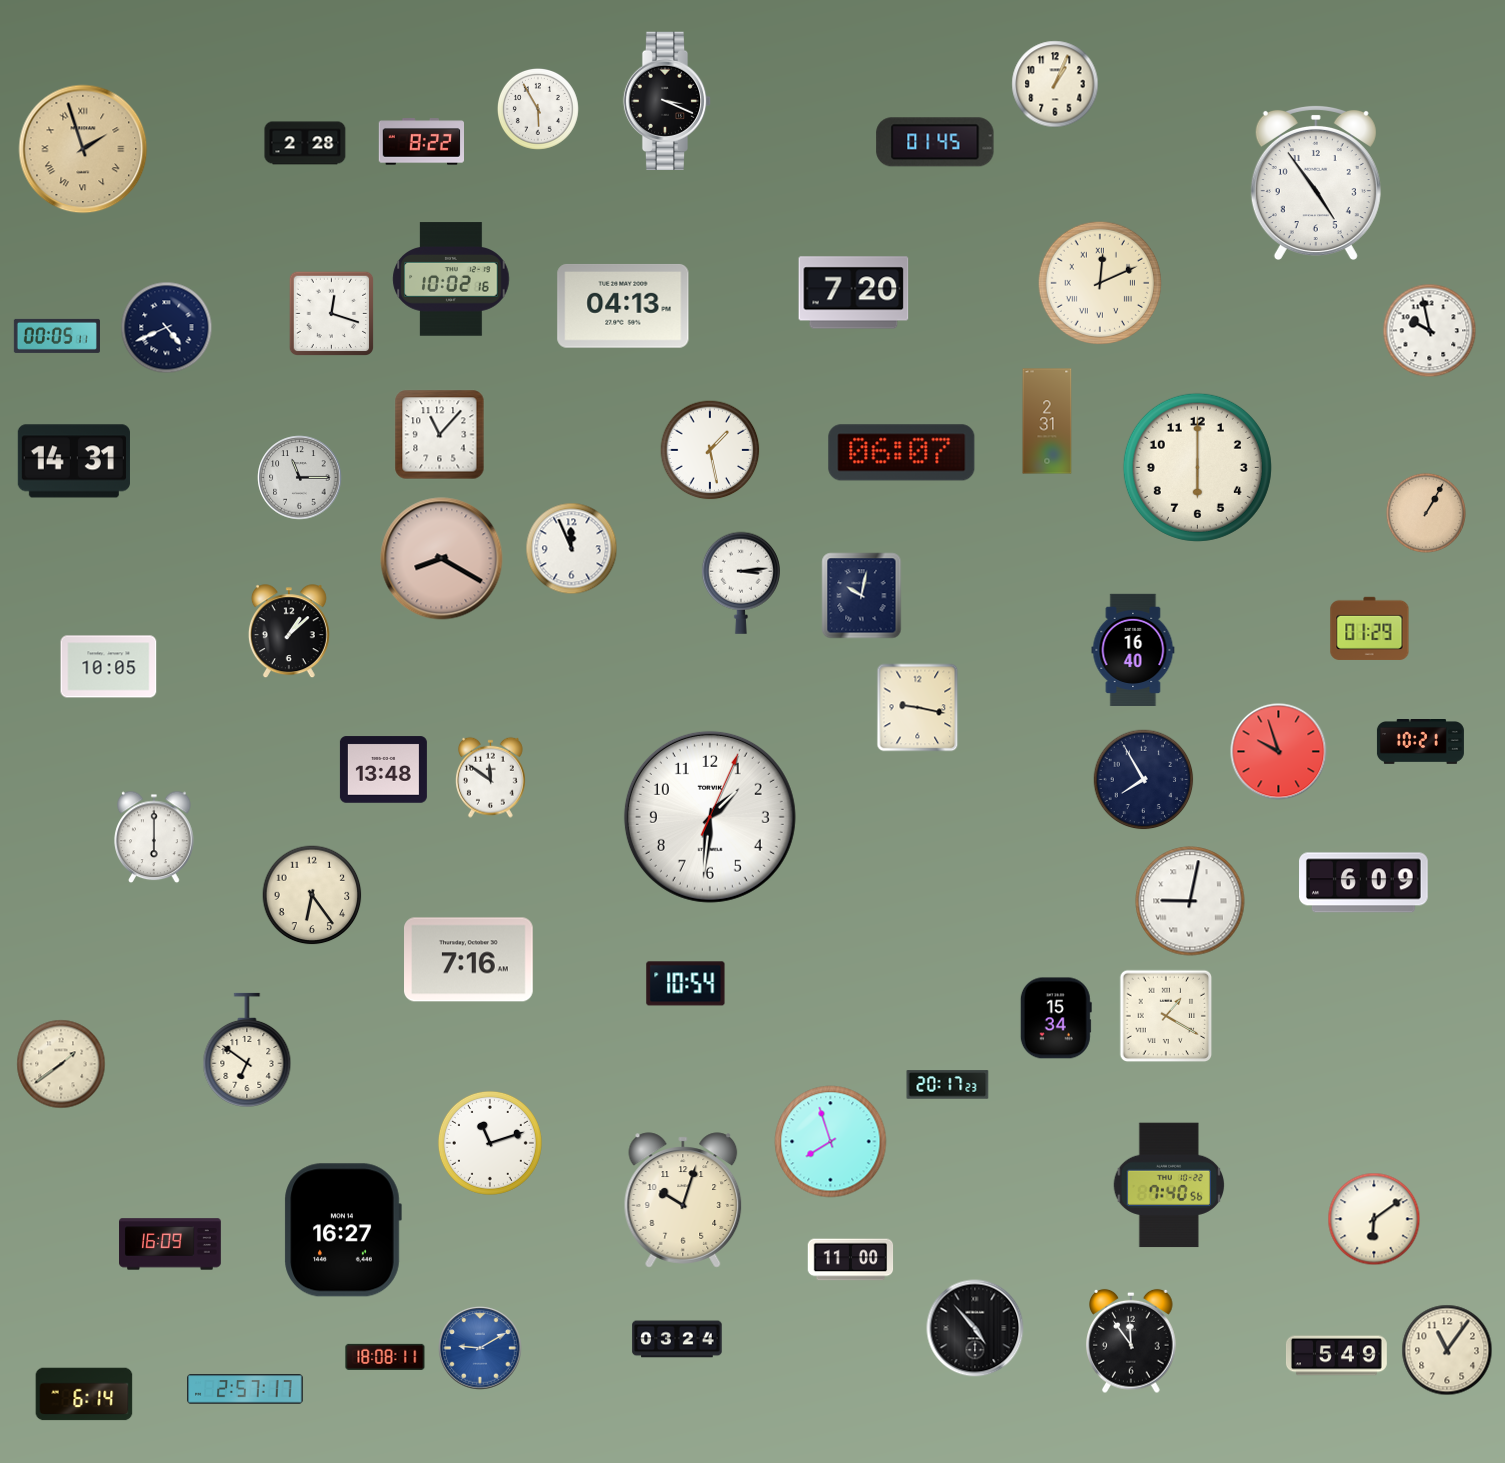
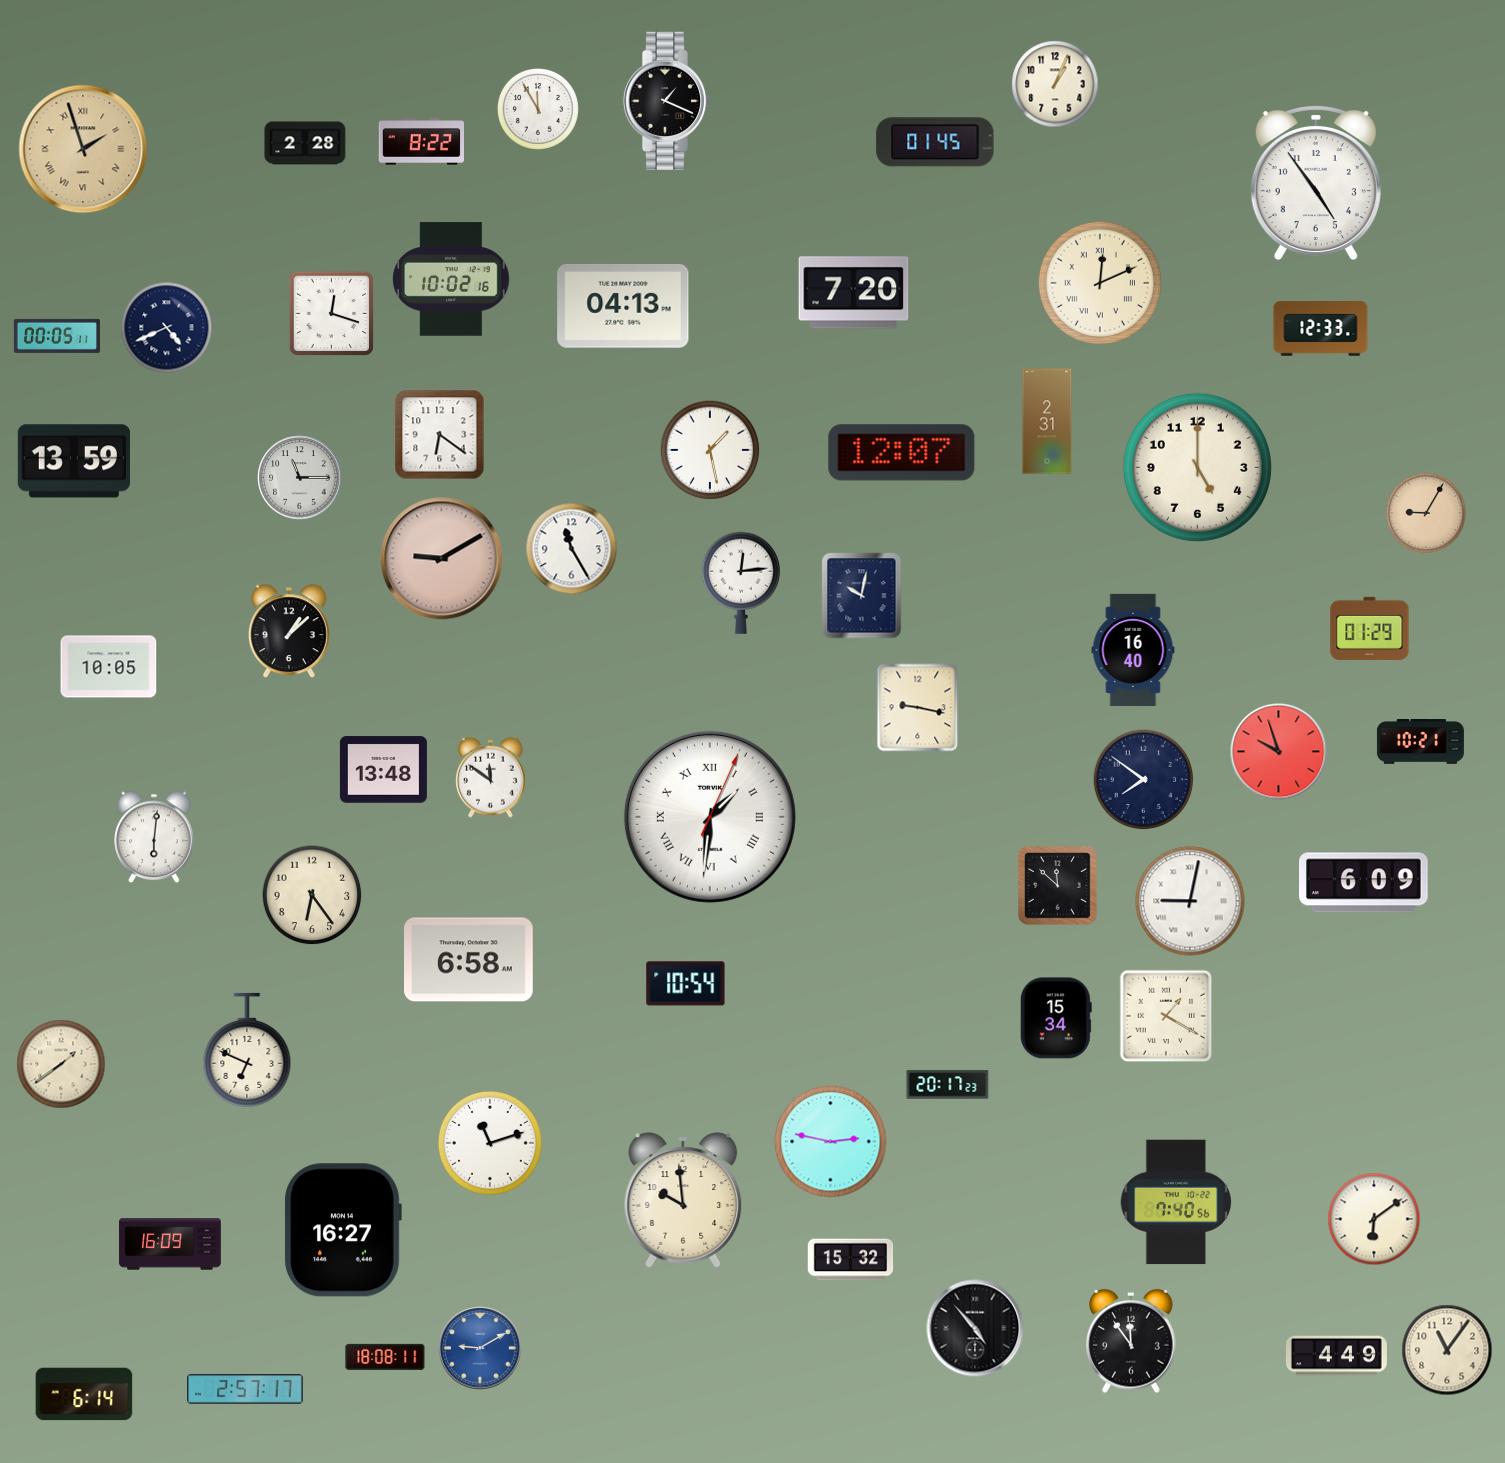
clock at (667, 100): 3:19 -> 1:19
clock at (538, 109): 5:55 -> 11:55
clock at (1321, 329): none -> 12:33
clock at (1430, 331): 9:58 -> none
clock at (440, 435): 11:07 -> 6:21
clock at (902, 453): 06:07 -> 12:07
clock at (74, 461): 14:31 -> 13:59
clock at (1197, 467): 6:00 -> 5:00
clock at (1426, 513): 1:05 -> 9:05
clock at (572, 549): 11:56 -> 11:25
clock at (442, 559): 8:20 -> 9:10
clock at (741, 583): 3:14 -> 12:14
clock at (1144, 780): 7:55 -> 7:51
clock at (710, 817) numerals: Arabic -> Roman
clock at (154, 837): 6:00 -> 6:01
clock at (1058, 886): none -> 11:52
clock at (469, 960): 7:16 -> 6:58
clock at (247, 1050): 6:51 -> 6:49
clock at (831, 1142): 7:57 -> 2:47
clock at (1169, 1185) position: (1169, 1185) -> (1176, 1202)
clock at (683, 1200): 10:03 -> 9:59
clock at (851, 1260): 11:00 -> 15:32
clock at (677, 1339): 03:24 -> none
clock at (1336, 1356): 5:49 -> 4:49
